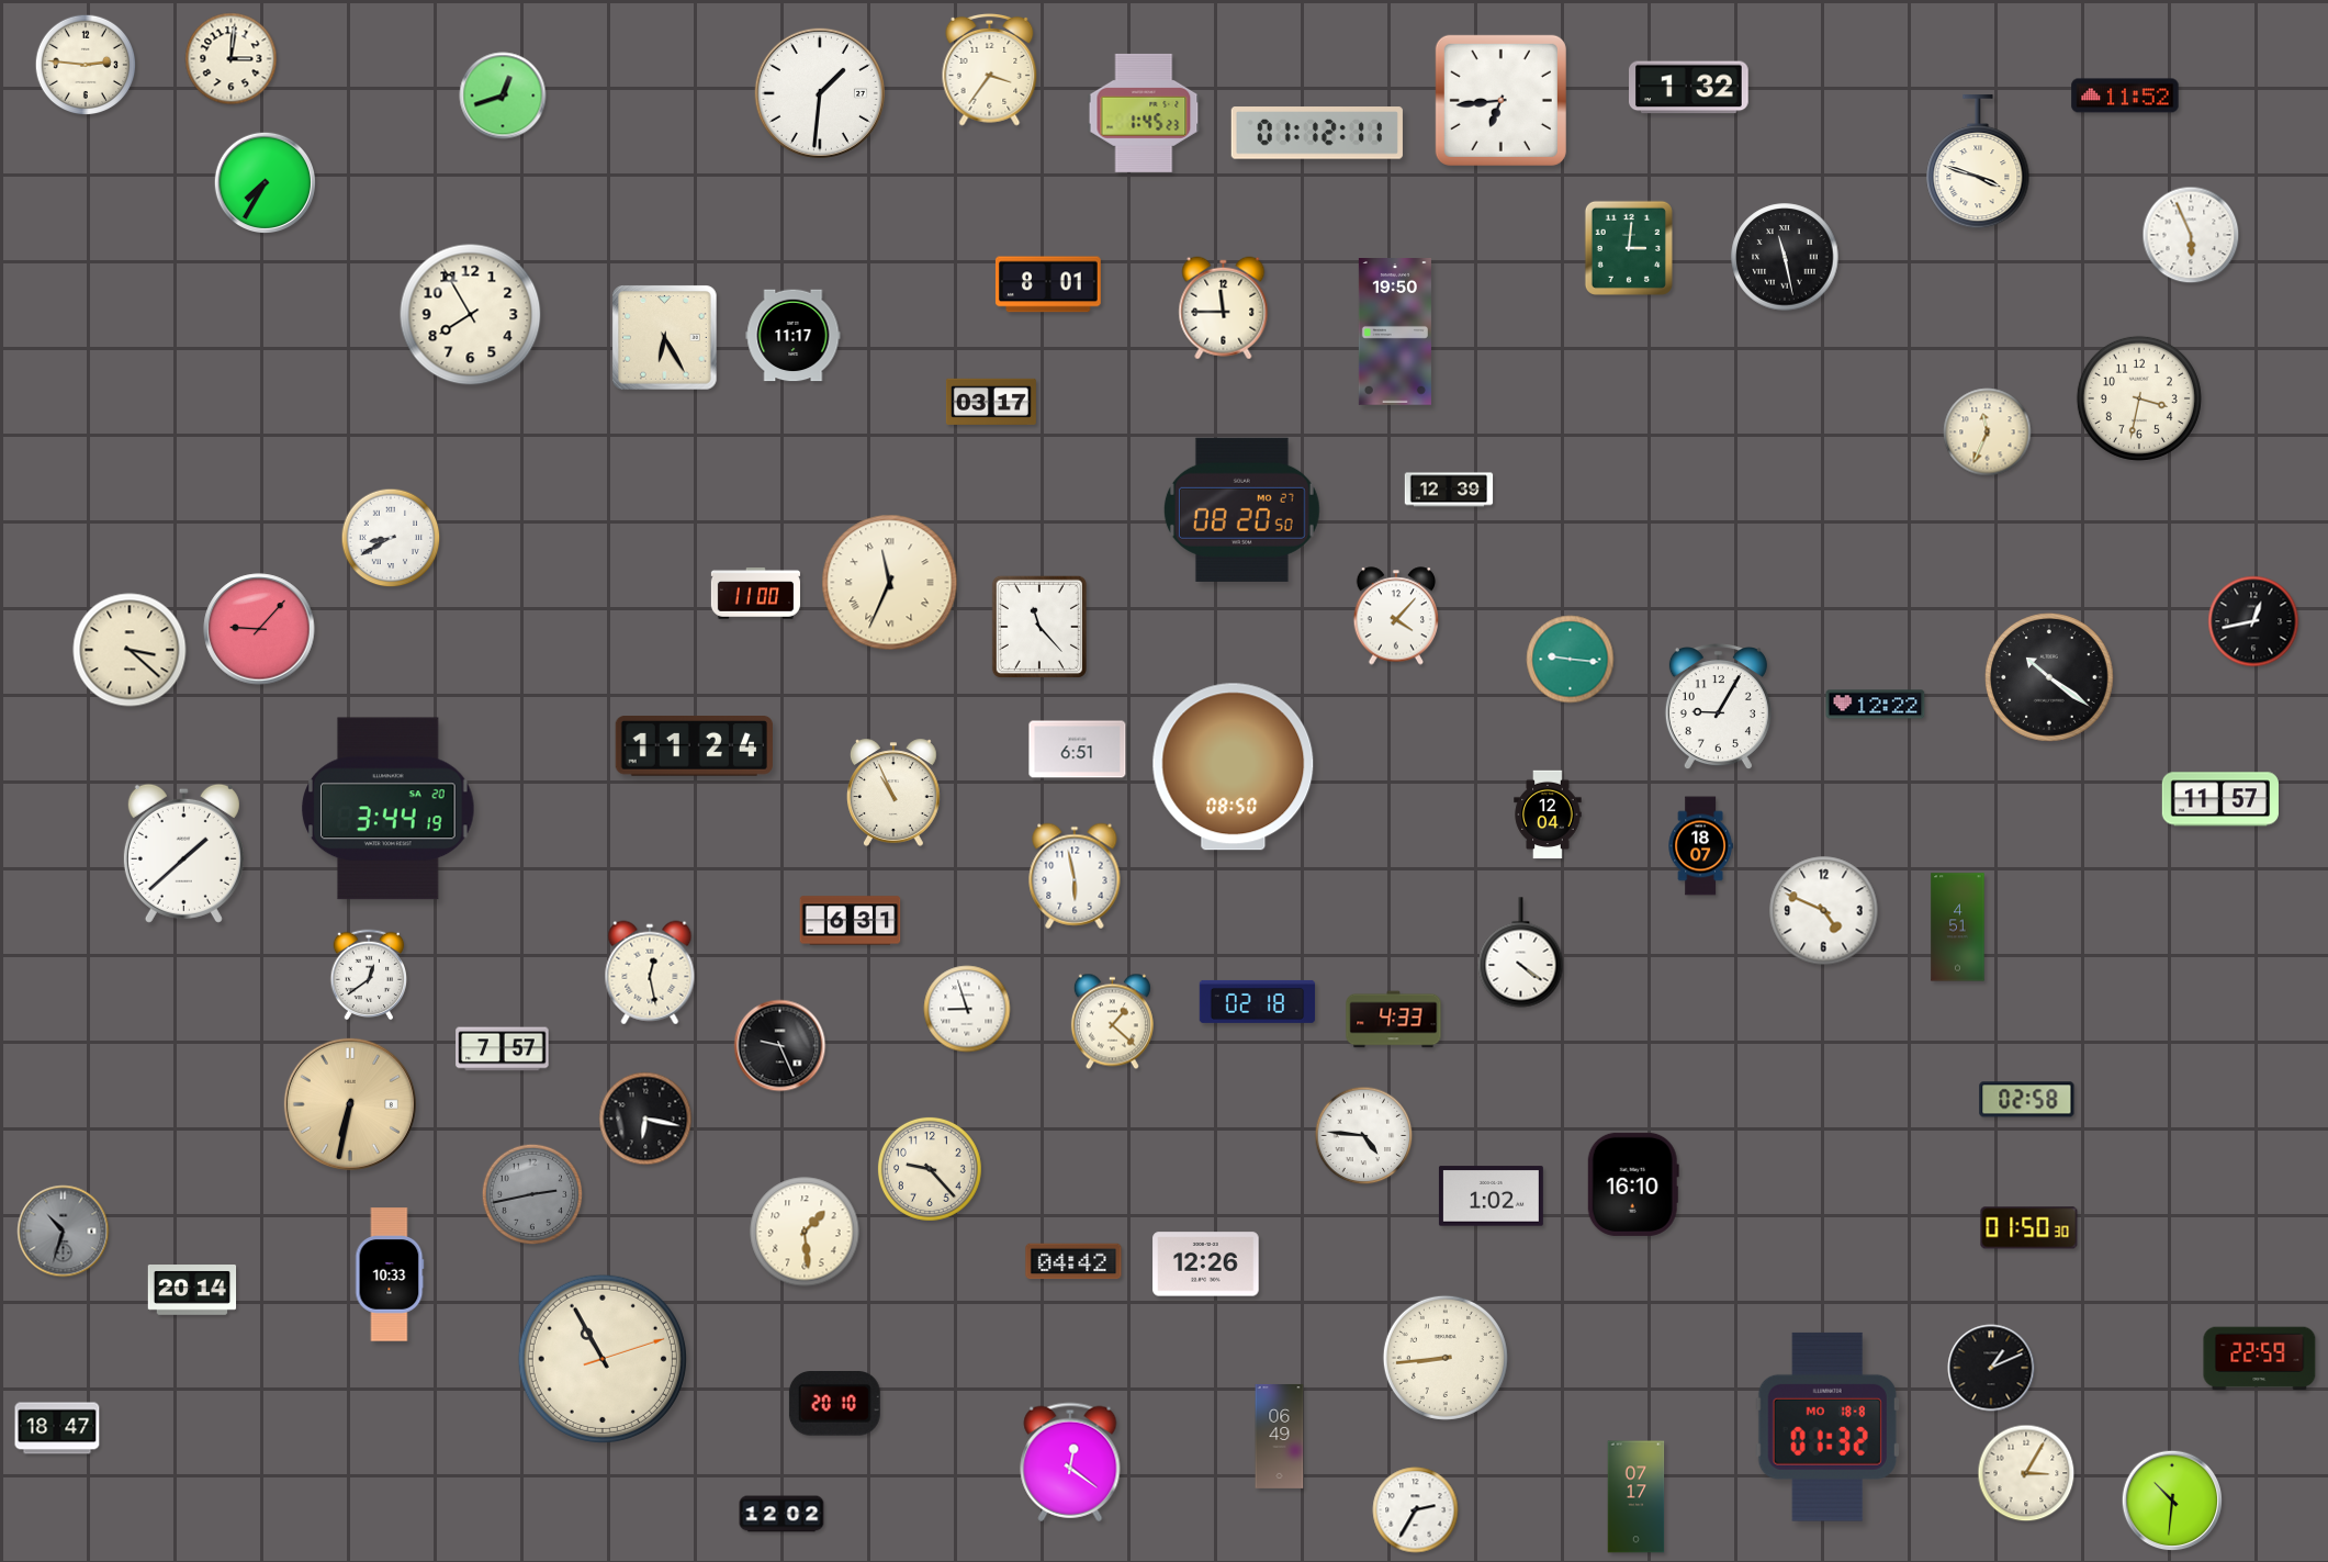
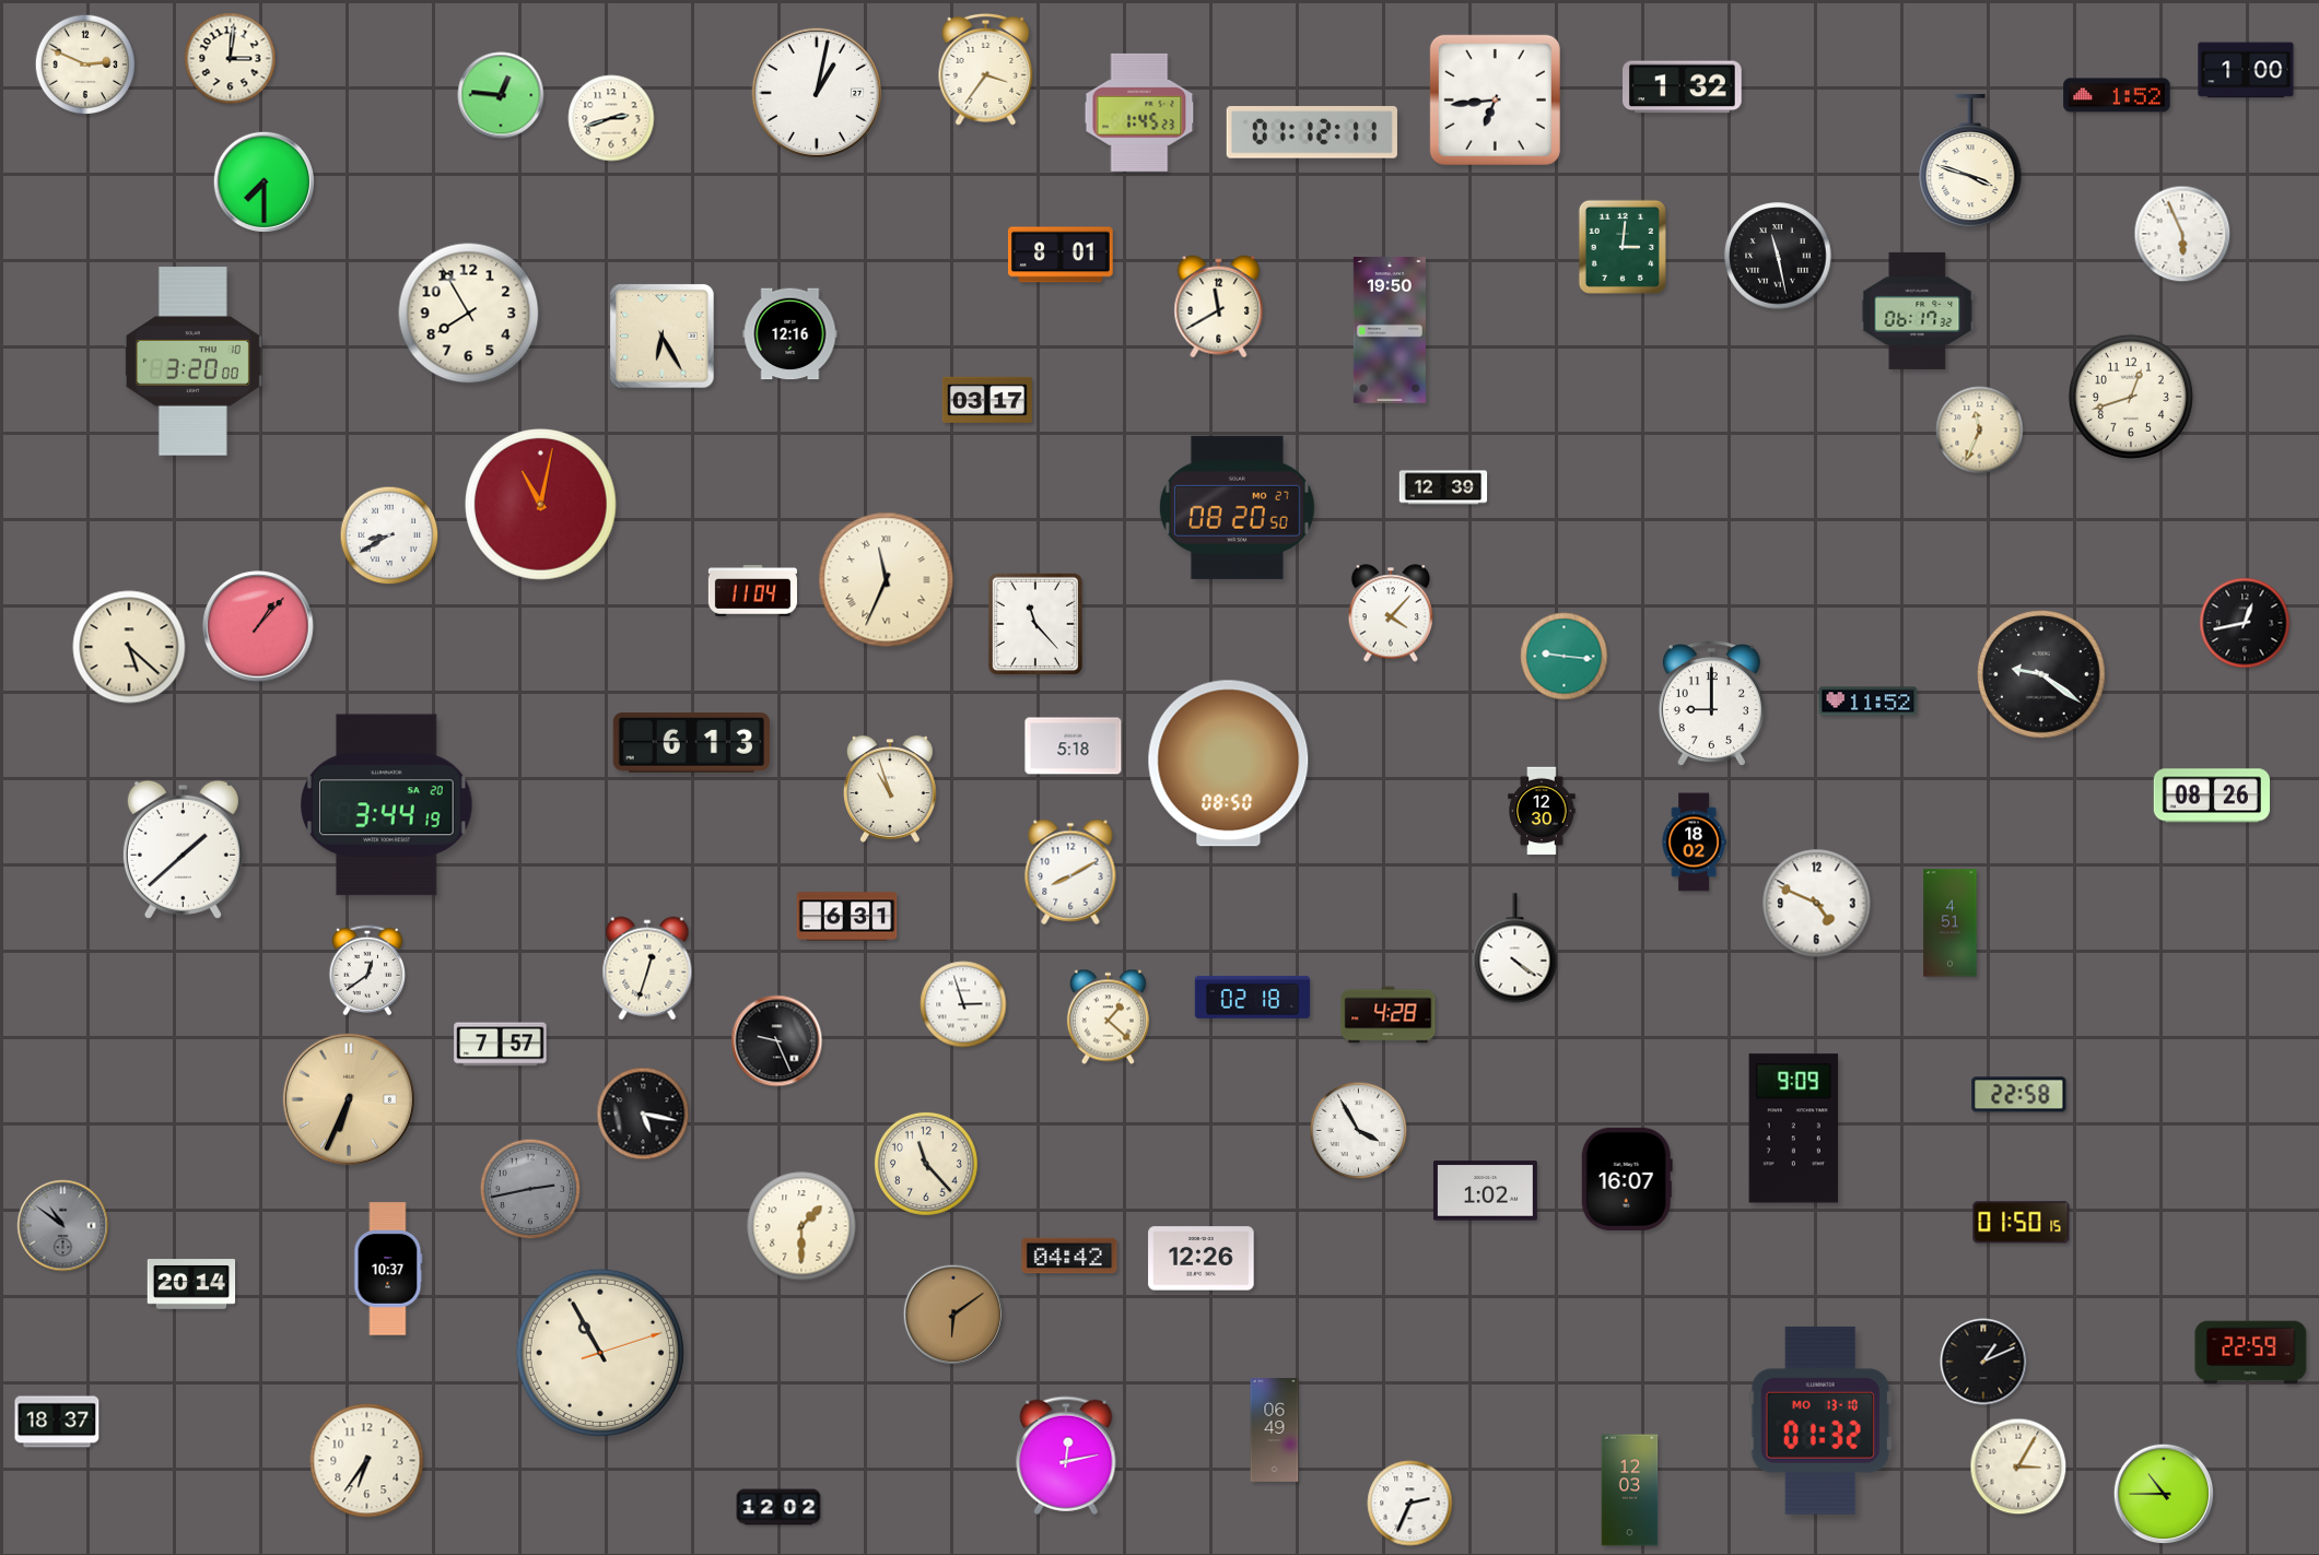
clock at (86, 65): 2:46 -> 2:49
clock at (2246, 70): none -> 1:00
clock at (819, 92): 1:31 -> 1:02
clock at (503, 95): 12:42 -> 12:46
clock at (2125, 95): 11:52 -> 1:52
clock at (611, 118): none -> 2:42
clock at (265, 182): 7:35 -> 7:30
clock at (1048, 284) position: (1048, 284) -> (1061, 255)
clock at (1224, 308): 11:45 -> 11:40
clock at (1918, 310): none -> 06:17
clock at (794, 336): 11:17 -> 12:16
clock at (192, 362): none -> 3:20
clock at (2139, 398): 3:32 -> 12:42
clock at (541, 505): none -> 11:02
clock at (755, 594): 11:00 -> 11:04
clock at (2253, 621) position: (2253, 621) -> (2245, 623)
clock at (259, 629): 9:07 -> 1:07
clock at (130, 650): 3:22 -> 5:22
clock at (2050, 678): 10:21 -> 9:21
clock at (1876, 705): 12:22 -> 11:52
clock at (1718, 708): 9:05 -> 9:00
clock at (694, 746): 11:24 -> 6:13
clock at (1078, 750): 6:51 -> 5:18
clock at (893, 793): 10:56 -> 10:57
clock at (2220, 799): 11:57 -> 08:26
clock at (1548, 814): 12:04 -> 12:30
clock at (1700, 846): 18:07 -> 18:02
clock at (1075, 876): 5:58 -> 8:10
clock at (1824, 911) position: (1824, 911) -> (1817, 904)
clock at (650, 973): 12:28 -> 12:33
clock at (967, 1009): 8:57 -> 2:57
clock at (1394, 1020): 4:33 -> 4:28
clock at (2027, 1100): 02:58 -> 22:58
clock at (350, 1104): 6:32 -> 6:34
clock at (645, 1119): 6:17 -> 5:17
clock at (1794, 1129): none -> 9:09
clock at (1364, 1136): 4:46 -> 3:55
clock at (930, 1169): 9:23 -> 11:23
clock at (1633, 1184): 16:10 -> 16:07
clock at (2029, 1228): 01:50:30 -> 01:50:15
clock at (64, 1232): 10:33 -> 10:51
clock at (805, 1232): 1:29 -> 1:30
clock at (390, 1274): 10:33 -> 10:37
clock at (953, 1315): none -> 6:09
clock at (1446, 1358): 8:44 -> none
clock at (834, 1404): 20:10 -> none
clock at (1827, 1427) date: MO 18-8 -> MO 13-10
clock at (57, 1428): 18:47 -> 18:37
clock at (1070, 1462): 12:21 -> 12:13
clock at (367, 1461): none -> 6:36
clock at (1637, 1497): 07:17 -> 12:03
clock at (2172, 1501): 10:31 -> 10:45
clock at (1416, 1510): 2:35 -> 2:34
